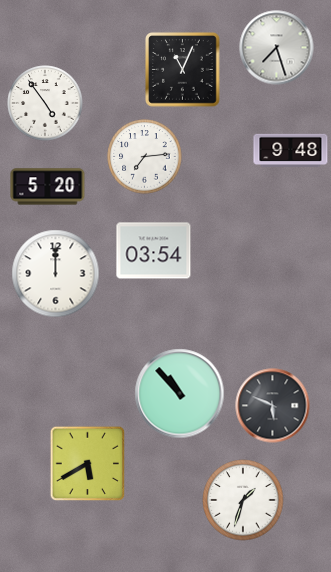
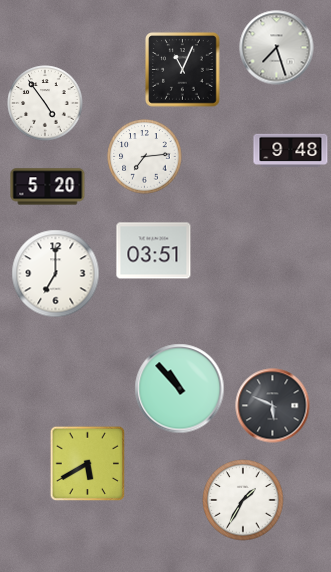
clock at (154, 251): 03:54 -> 03:51
clock at (56, 274): 12:00 -> 7:00
clock at (180, 394) position: (180, 394) -> (180, 389)
clock at (243, 500): 1:33 -> 1:35
